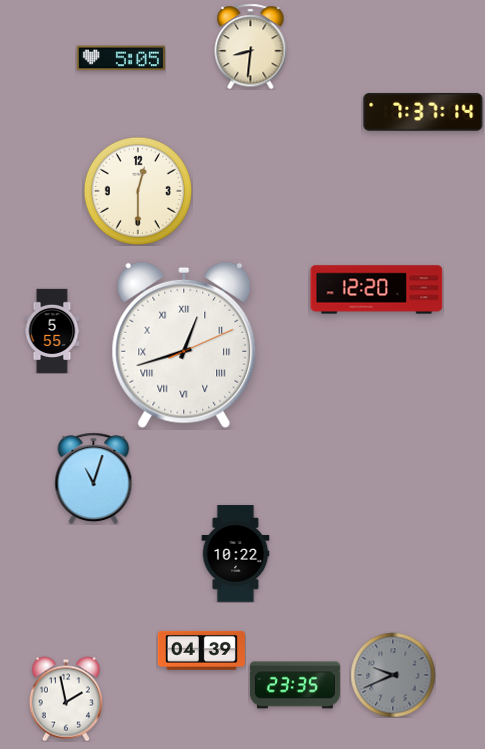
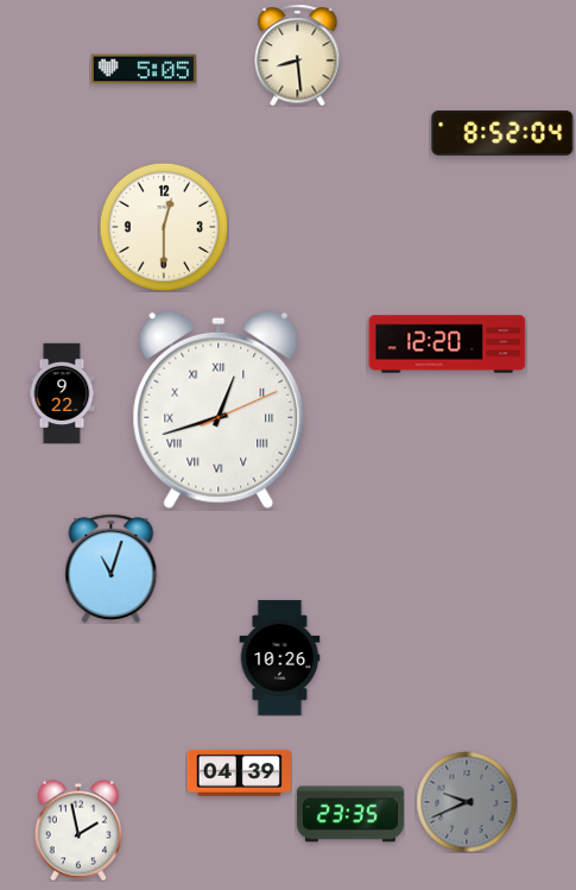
clock at (251, 46): 8:31 -> 8:29
clock at (423, 112): 7:37 -> 8:52
clock at (52, 331): 5:55 -> 9:22
clock at (236, 554): 10:22 -> 10:26
